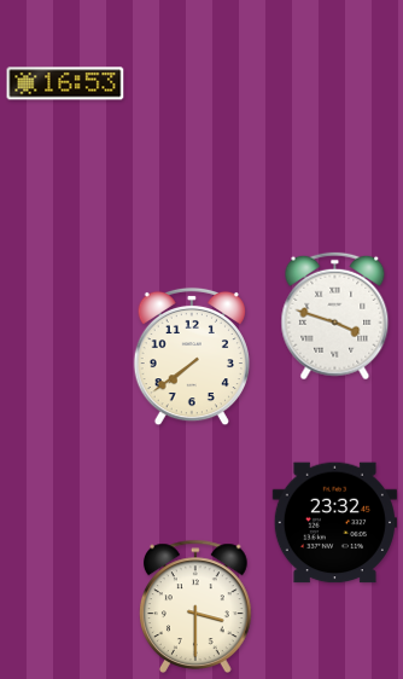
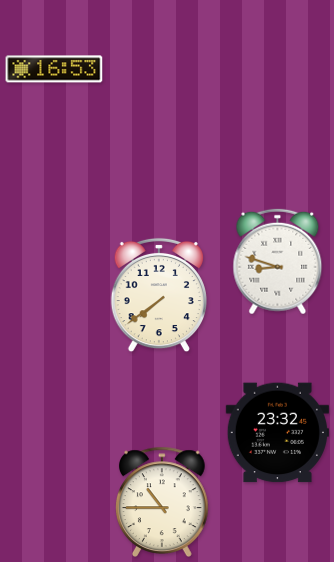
clock at (335, 317): 3:48 -> 8:48
clock at (197, 607): 3:30 -> 10:45
